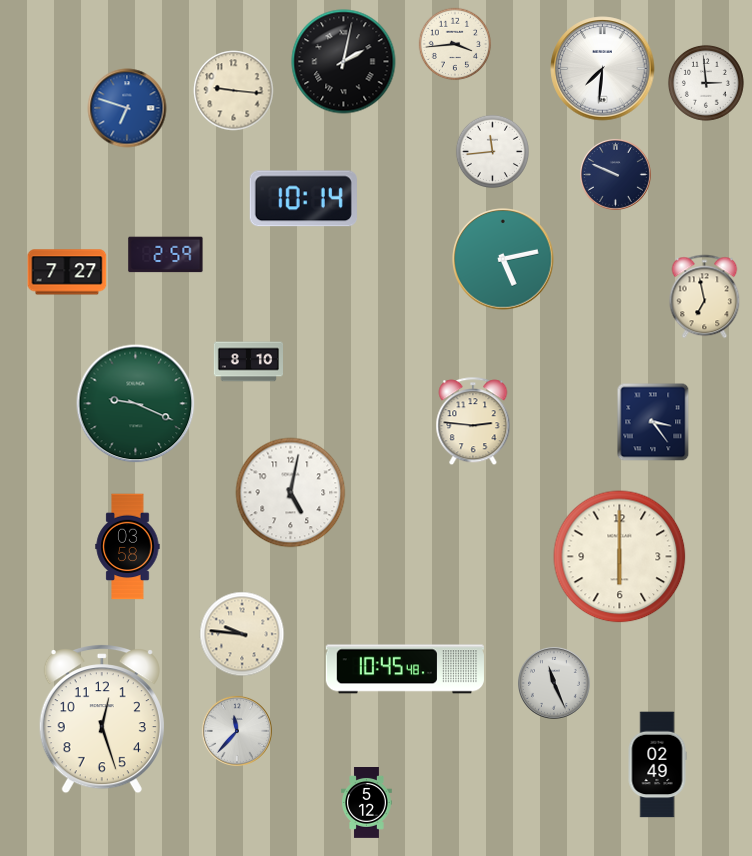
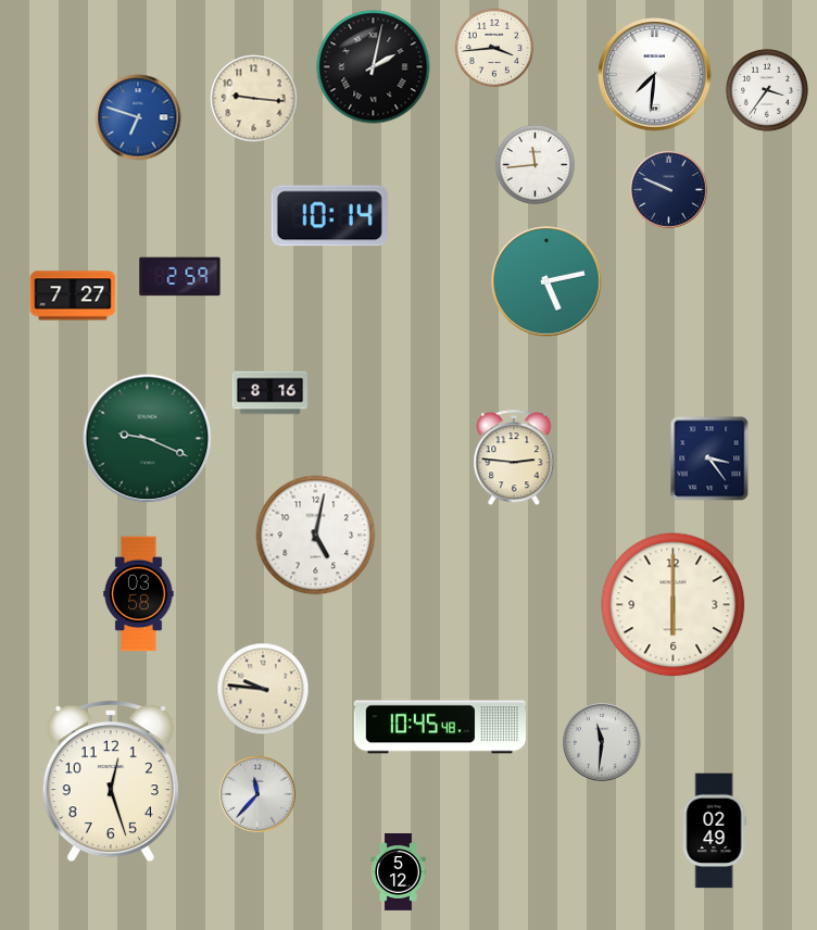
clock at (706, 83): 2:59 -> 3:36
clock at (705, 297): 6:58 -> none
clock at (248, 362): 8:10 -> 8:16
clock at (555, 684): 11:26 -> 11:31
